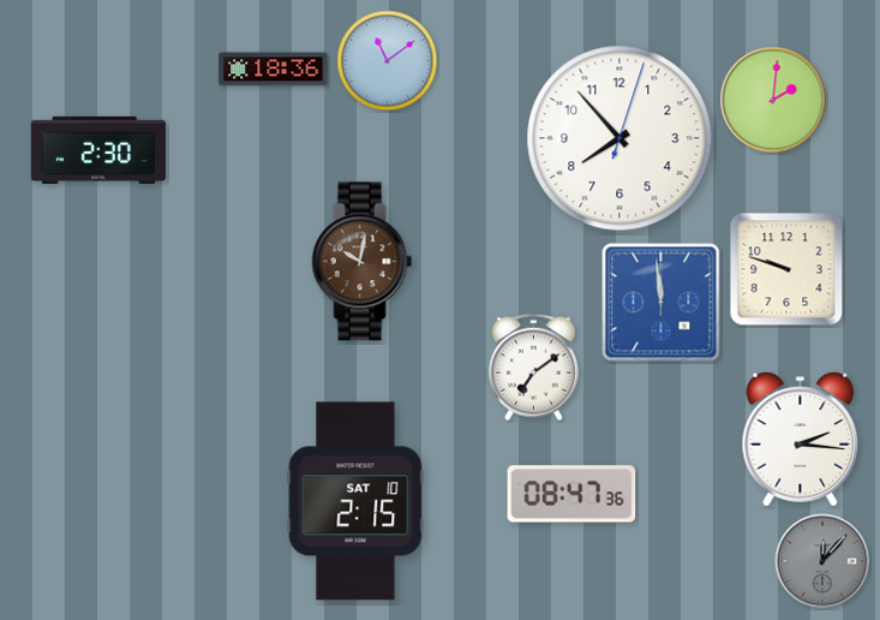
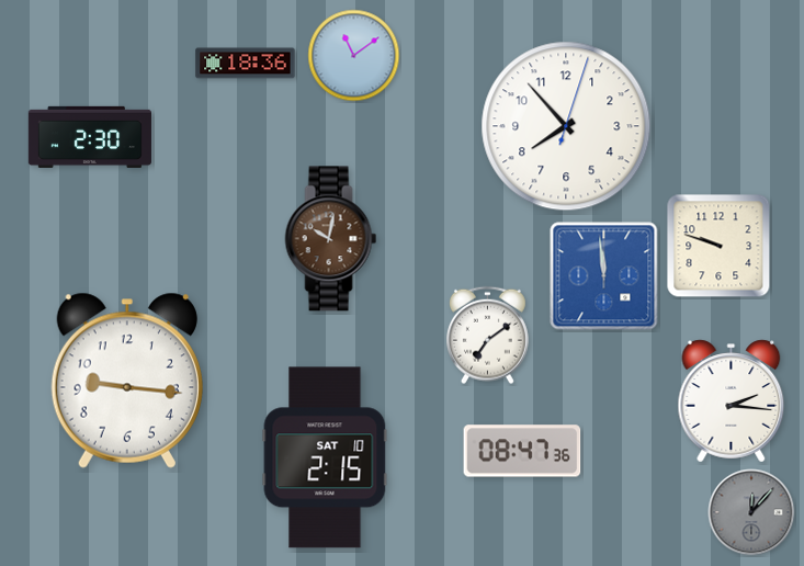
clock at (274, 70) position: (274, 70) -> (246, 64)
clock at (773, 100): 2:01 -> none
clock at (127, 381): none -> 9:16
